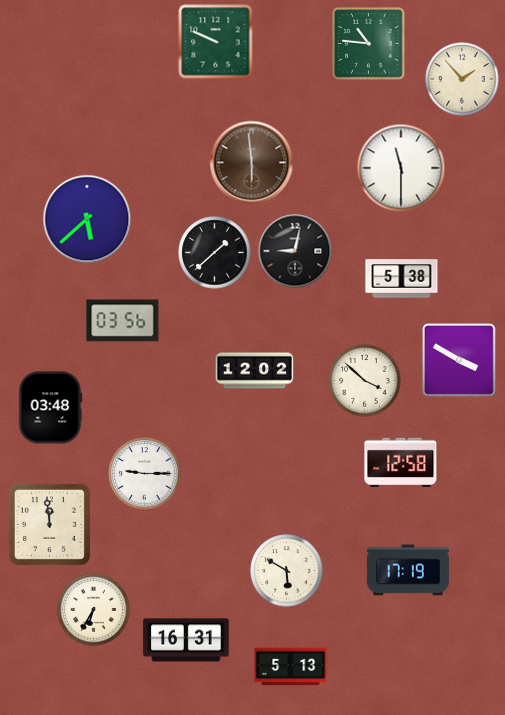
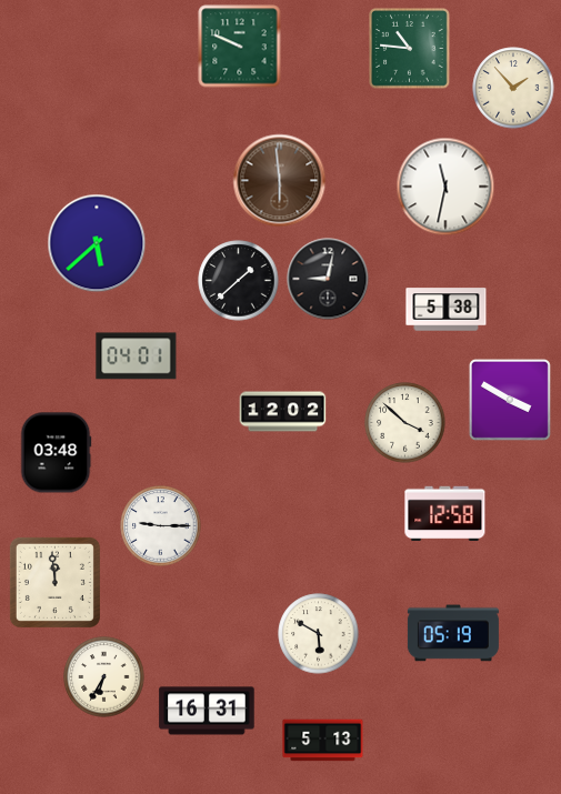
clock at (401, 168): 11:30 -> 11:32
clock at (123, 321): 03:56 -> 04:01
clock at (408, 570): 17:19 -> 05:19
